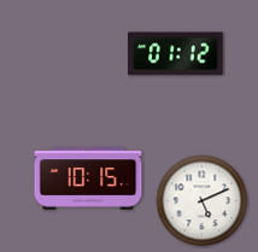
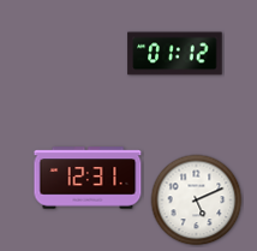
clock at (88, 178): 10:15 -> 12:31
clock at (203, 201) position: (203, 201) -> (197, 201)
